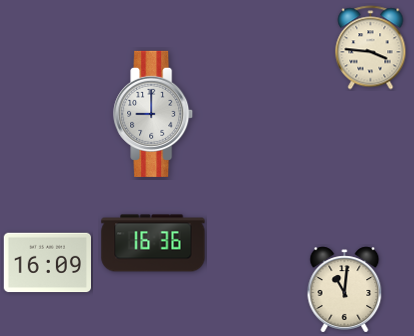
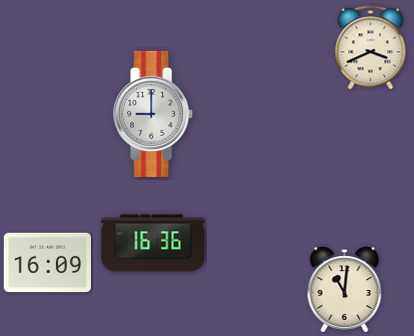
clock at (371, 48): 3:46 -> 3:41
